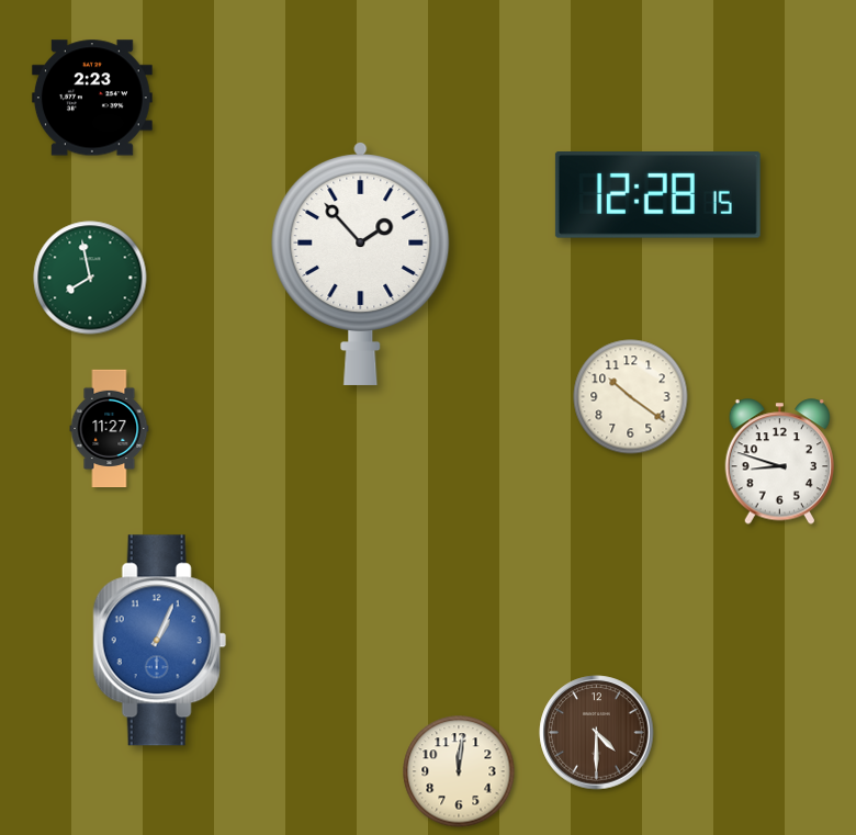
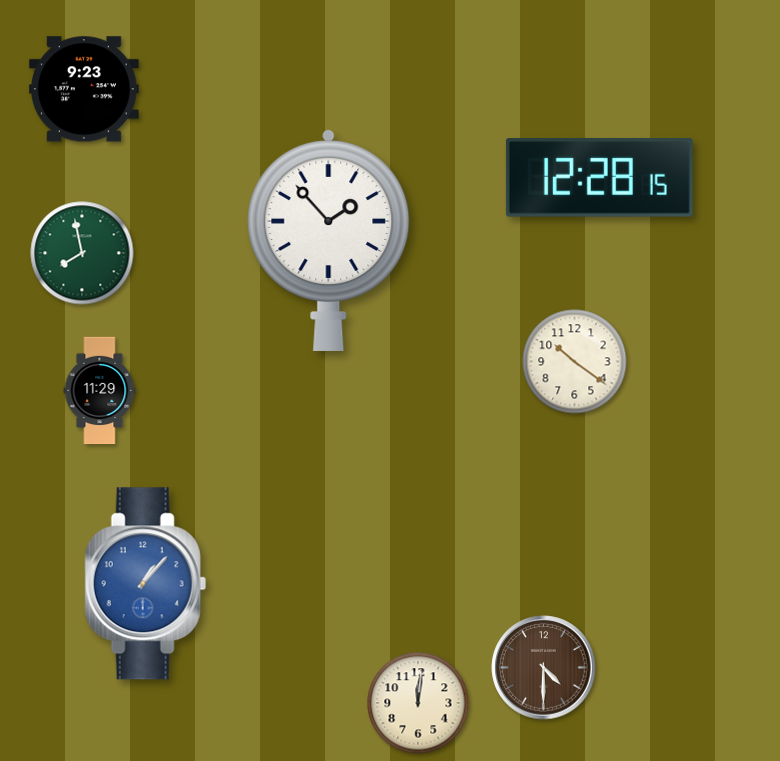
clock at (92, 98): 2:23 -> 9:23
clock at (110, 429): 11:27 -> 11:29
clock at (780, 462): 8:48 -> none
clock at (159, 641): 1:04 -> 1:07
